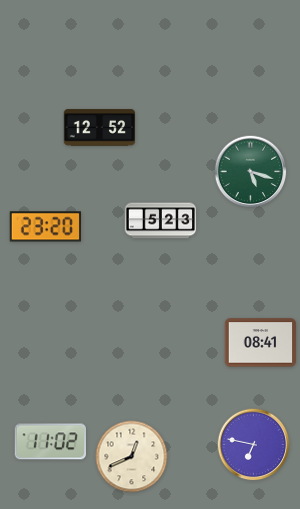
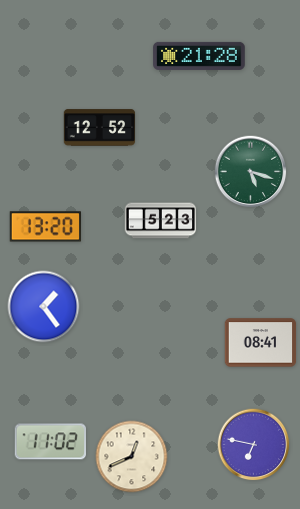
clock at (199, 56): none -> 21:28
clock at (45, 227): 23:20 -> 13:20
clock at (44, 307): none -> 1:24
